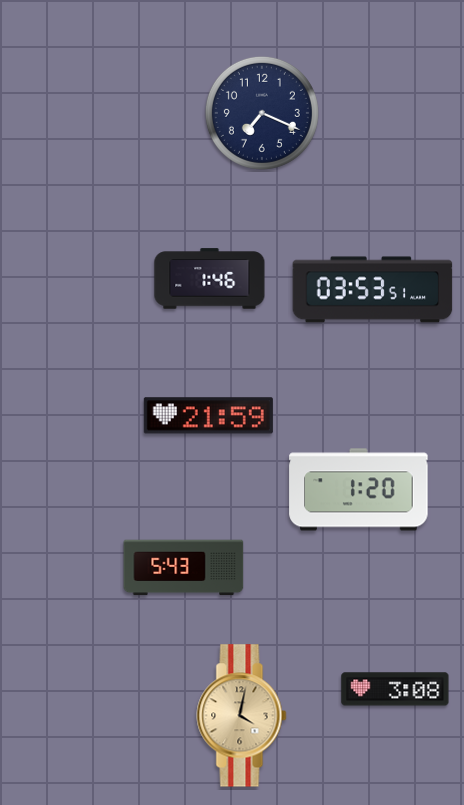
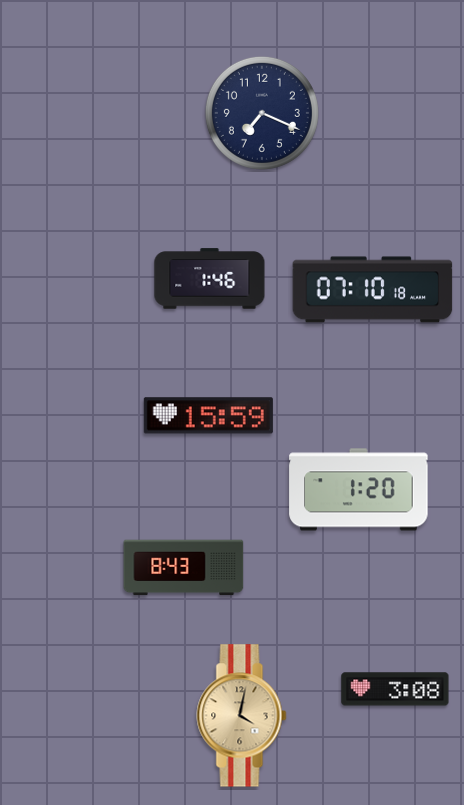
clock at (373, 290): 03:53 -> 07:10
clock at (208, 416): 21:59 -> 15:59
clock at (184, 568): 5:43 -> 8:43
